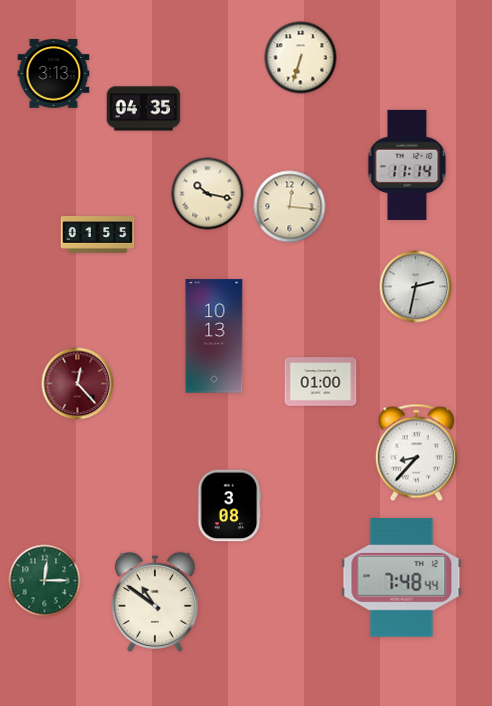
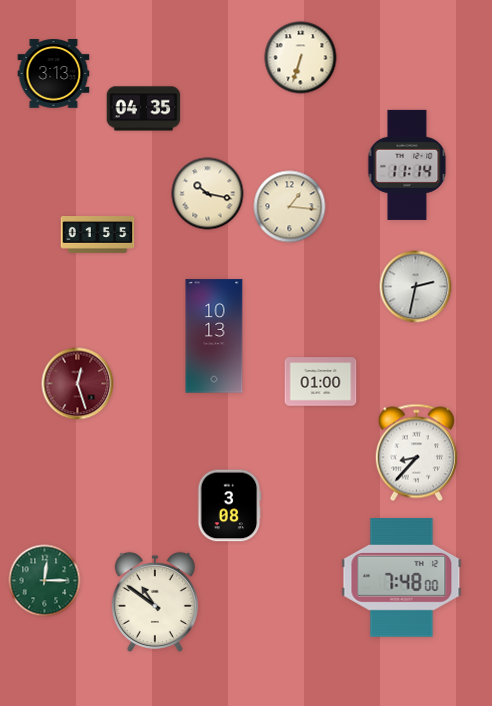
clock at (290, 207): 12:16 -> 1:16
clock at (78, 384): 12:23 -> 12:27
clock at (402, 578): 7:48:44 -> 7:48:00
